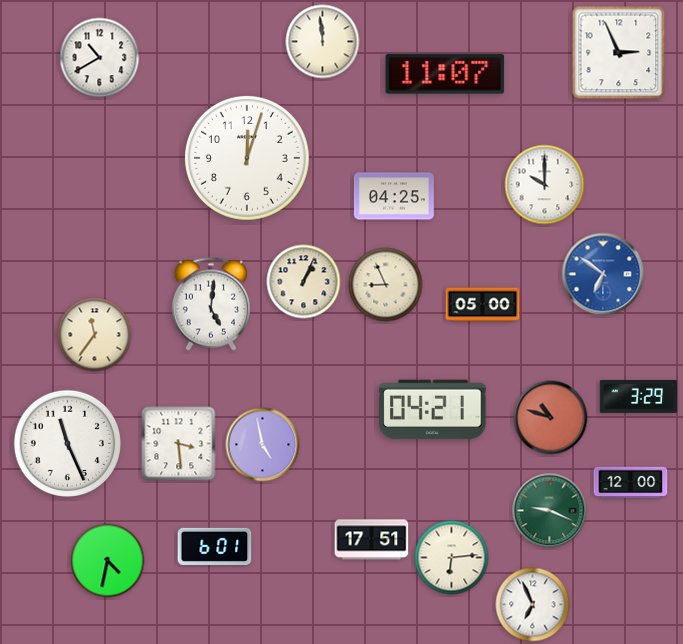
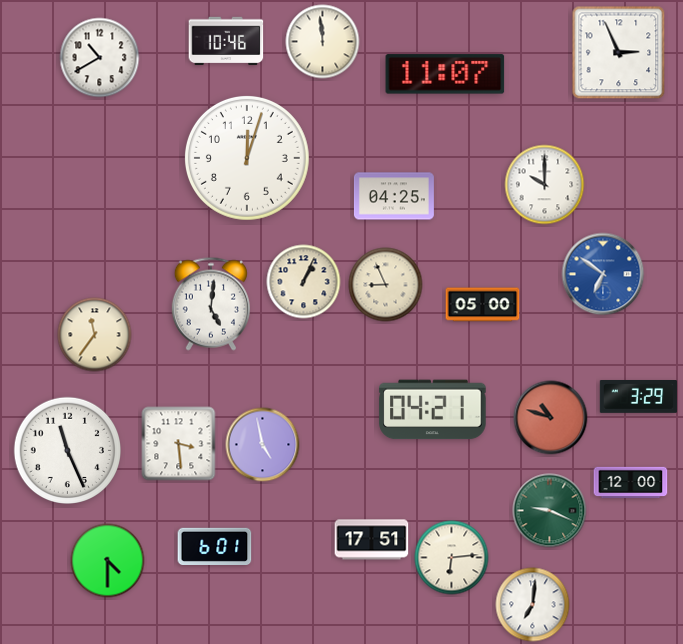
clock at (226, 41): none -> 10:46
clock at (67, 443) position: (67, 443) -> (67, 450)
clock at (108, 561): 4:32 -> 4:30
clock at (533, 605): 6:56 -> 7:01
